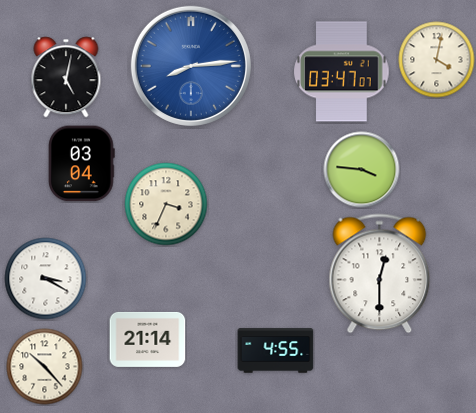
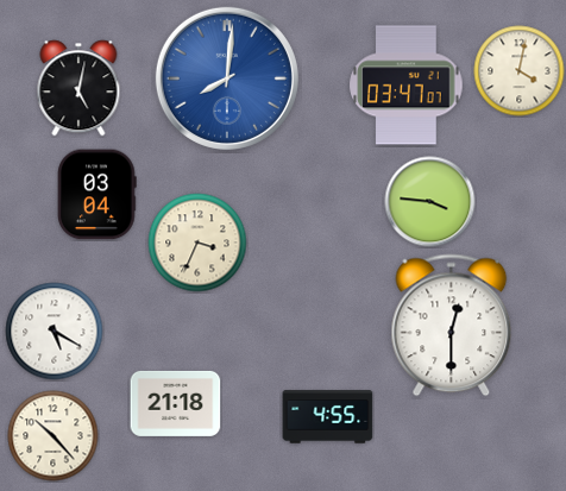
clock at (191, 66): 8:14 -> 8:01
clock at (66, 77) position: (66, 77) -> (78, 88)
clock at (46, 279): 3:20 -> 5:20
clock at (148, 339): 21:14 -> 21:18
